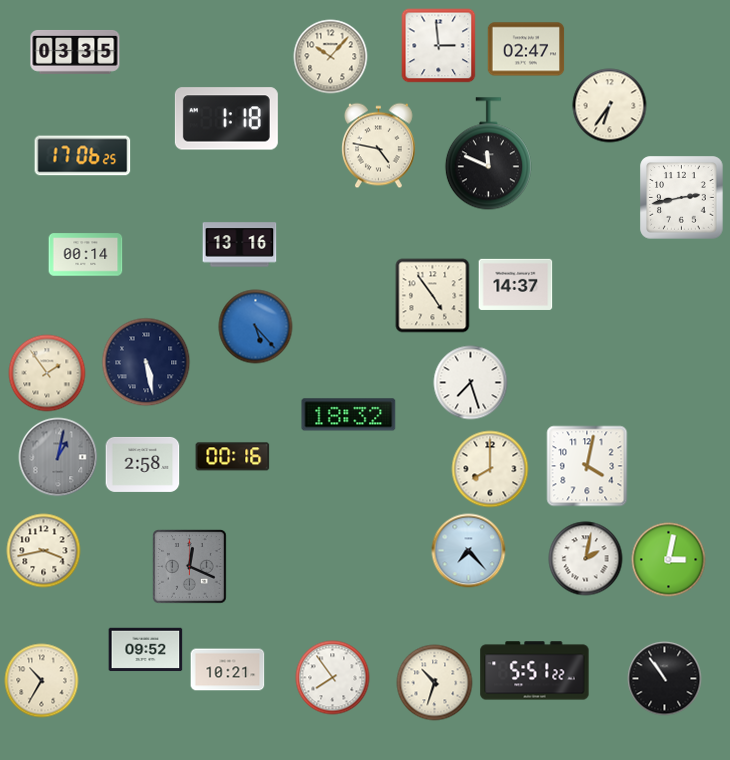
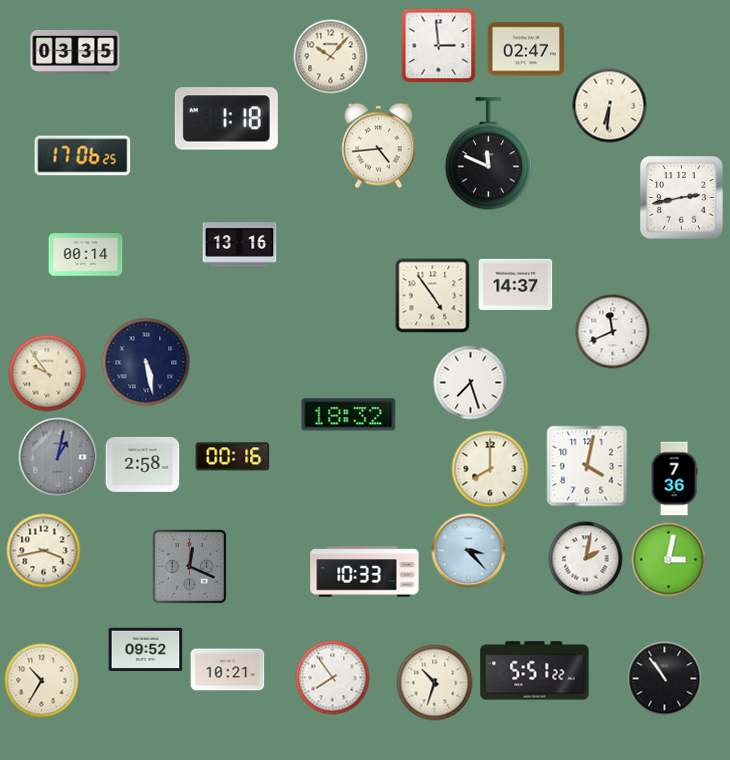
clock at (610, 106): 6:36 -> 6:31
clock at (379, 146): 4:47 -> 4:44
clock at (256, 327): 5:23 -> none
clock at (613, 332): none -> 11:41
clock at (47, 373): 1:54 -> 9:54
clock at (674, 479): none -> 7:36
clock at (469, 551): 7:23 -> 3:23
clock at (365, 572): none -> 10:33
